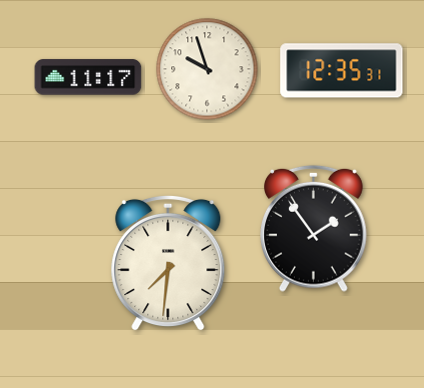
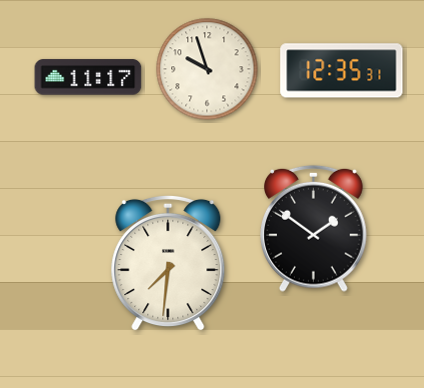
clock at (314, 228): 1:54 -> 1:51
